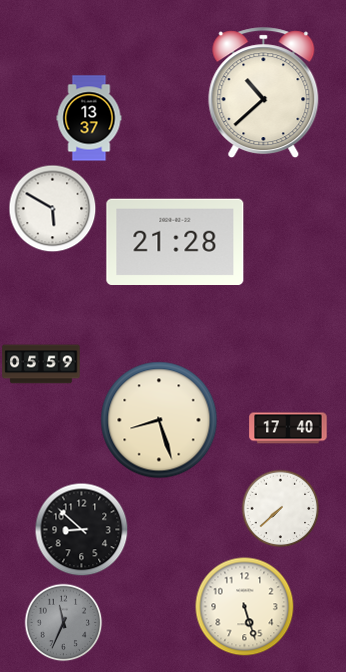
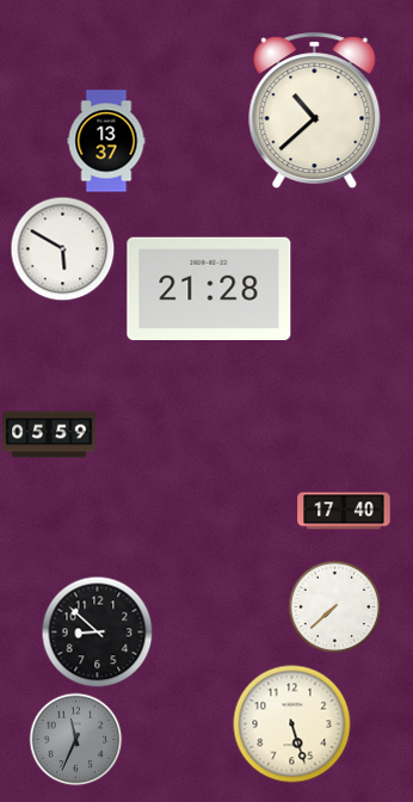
clock at (159, 420): 8:27 -> none
clock at (63, 622) position: (63, 622) -> (75, 739)
